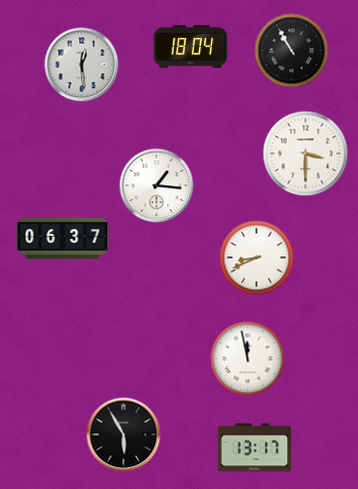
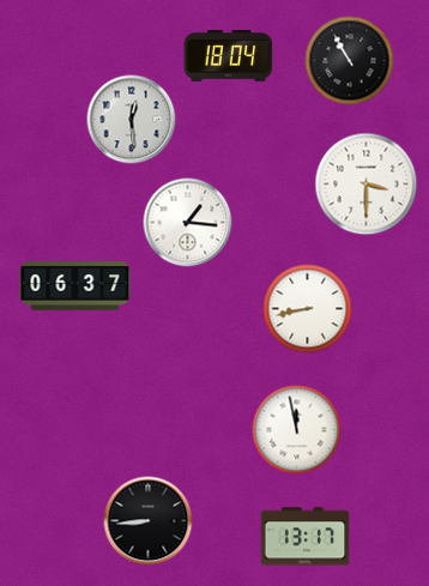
clock at (82, 65) position: (82, 65) -> (132, 120)
clock at (257, 258): 8:41 -> 8:43
clock at (124, 435): 5:55 -> 8:44
